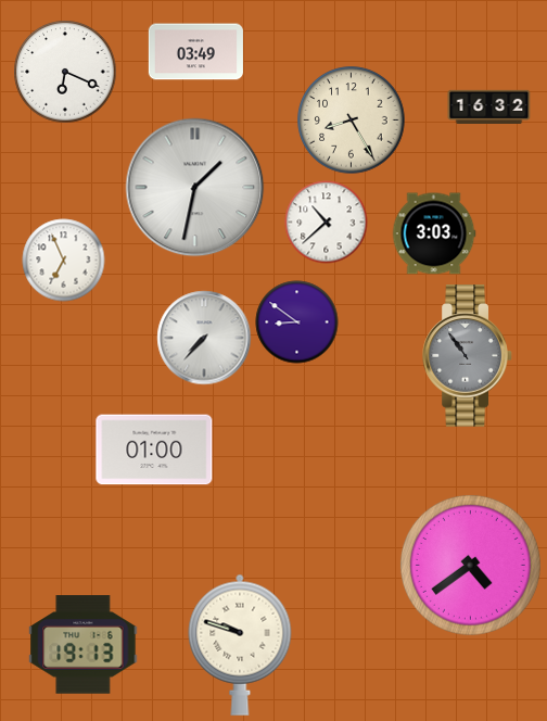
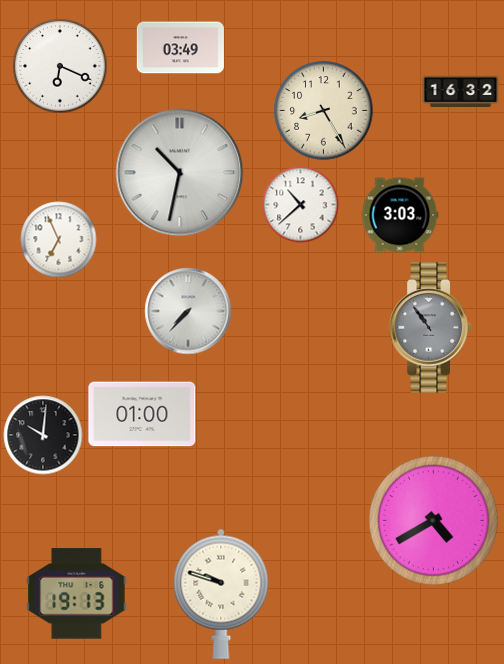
clock at (489, 106) position: (489, 106) -> (461, 91)
clock at (195, 188): 1:32 -> 10:32
clock at (297, 322): 8:51 -> none
clock at (43, 435): none -> 10:01
clock at (470, 565): 4:39 -> 4:40
